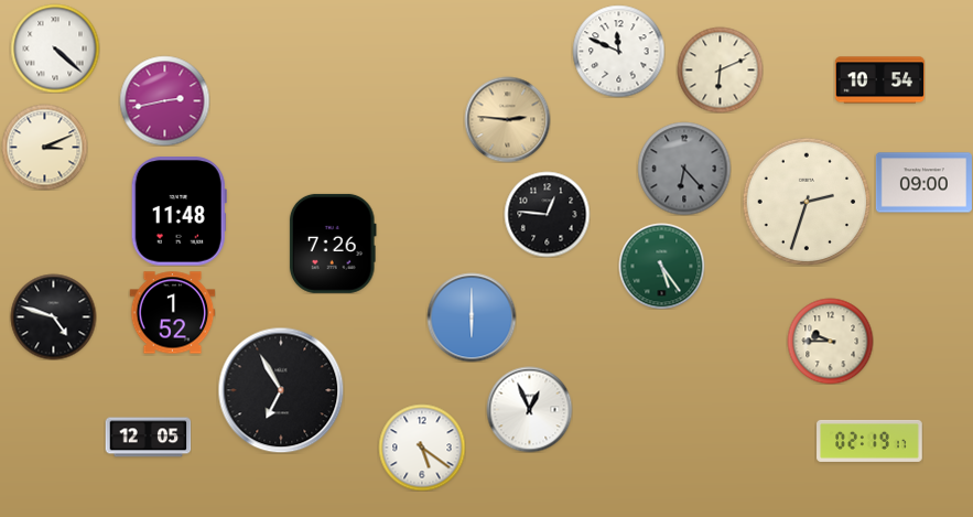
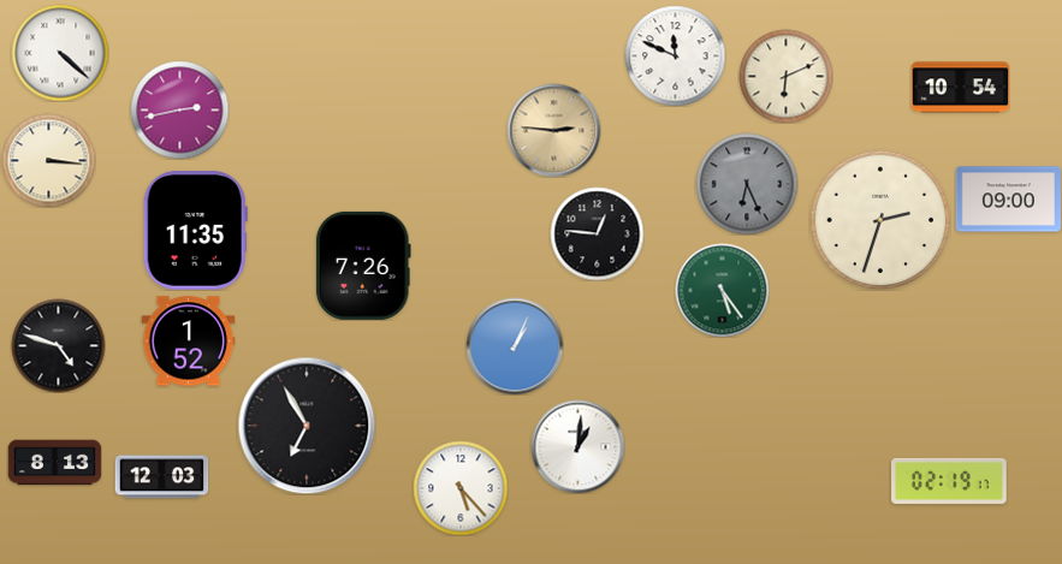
clock at (44, 147): 3:11 -> 3:16
clock at (684, 169): 6:23 -> 6:26
clock at (179, 212): 11:48 -> 11:35
clock at (472, 317): 6:00 -> 1:04
clock at (830, 341): 9:45 -> none
clock at (529, 409): 12:56 -> 1:01
clock at (54, 463): none -> 8:13
clock at (148, 438): 12:05 -> 12:03
clock at (422, 448): 5:21 -> 5:23
